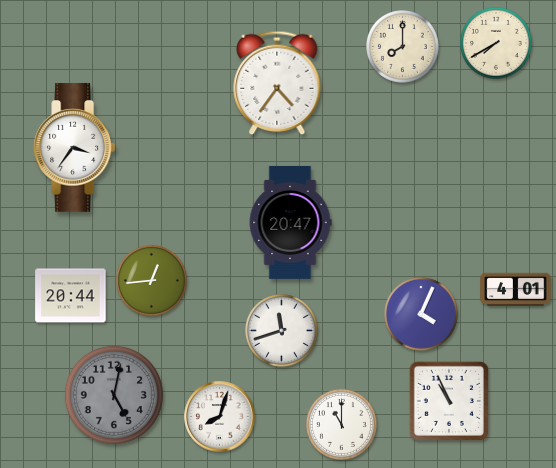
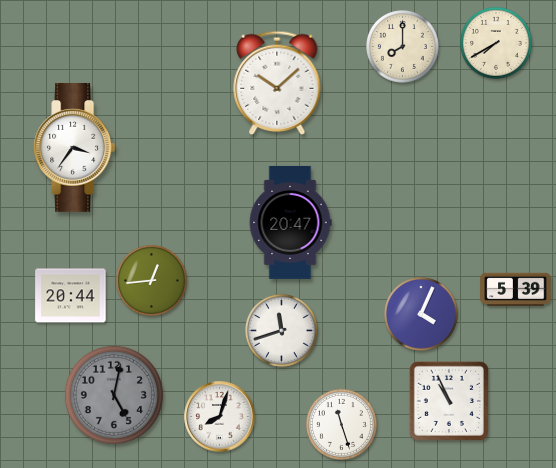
clock at (277, 82): 4:36 -> 10:08
clock at (516, 290): 4:01 -> 5:39
clock at (341, 424): 11:00 -> 11:27
